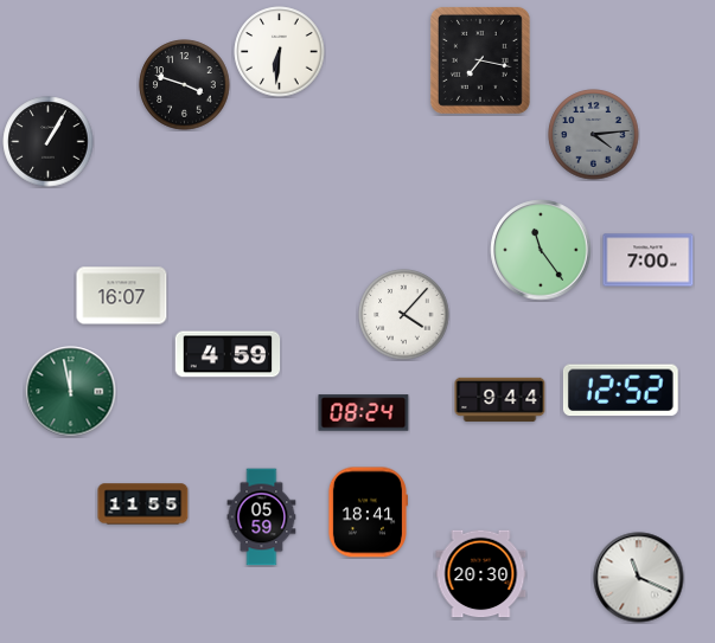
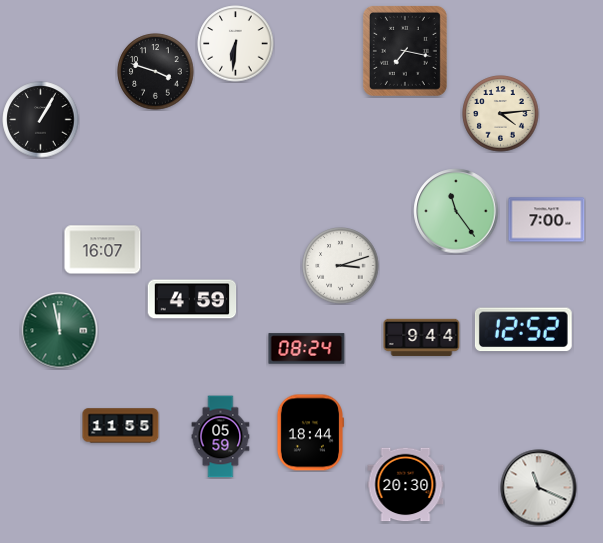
clock at (594, 135) dial: grey -> cream
clock at (404, 315): 4:07 -> 3:12
clock at (368, 513): 18:41 -> 18:44
